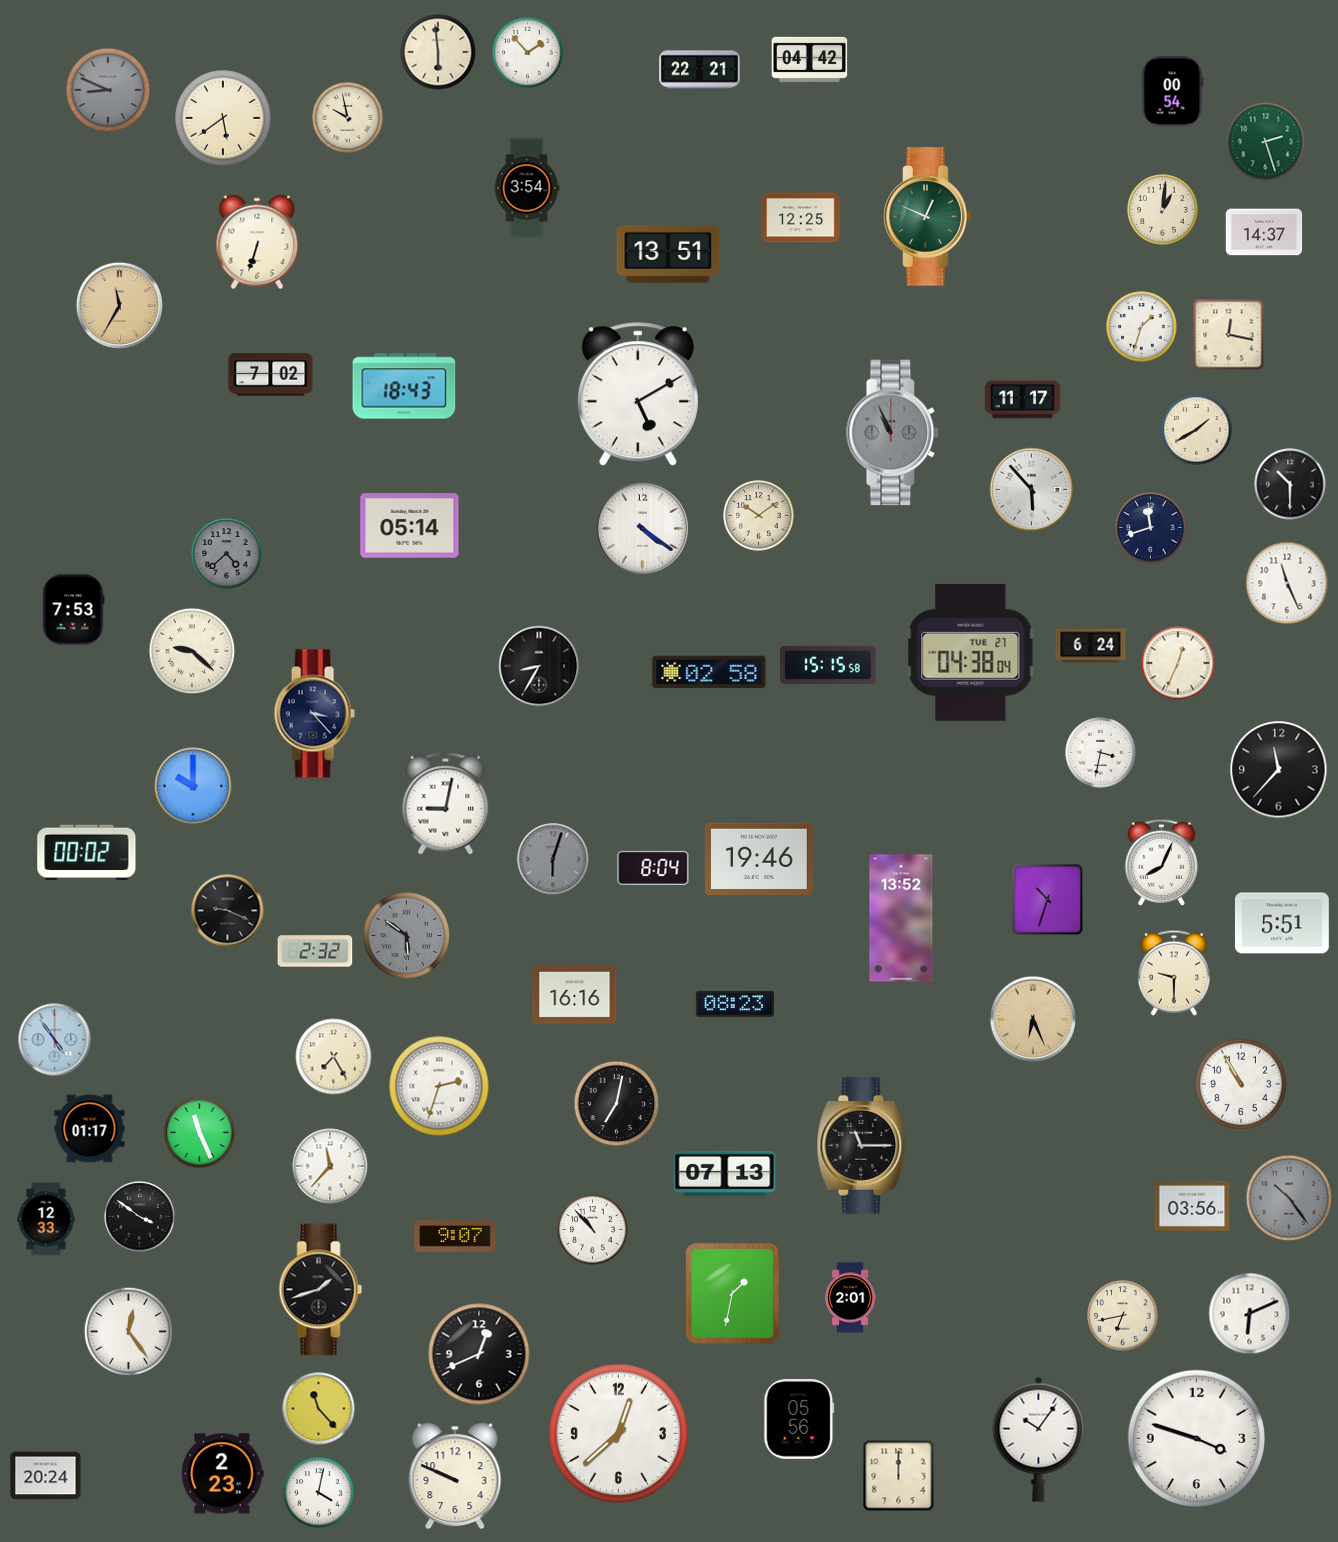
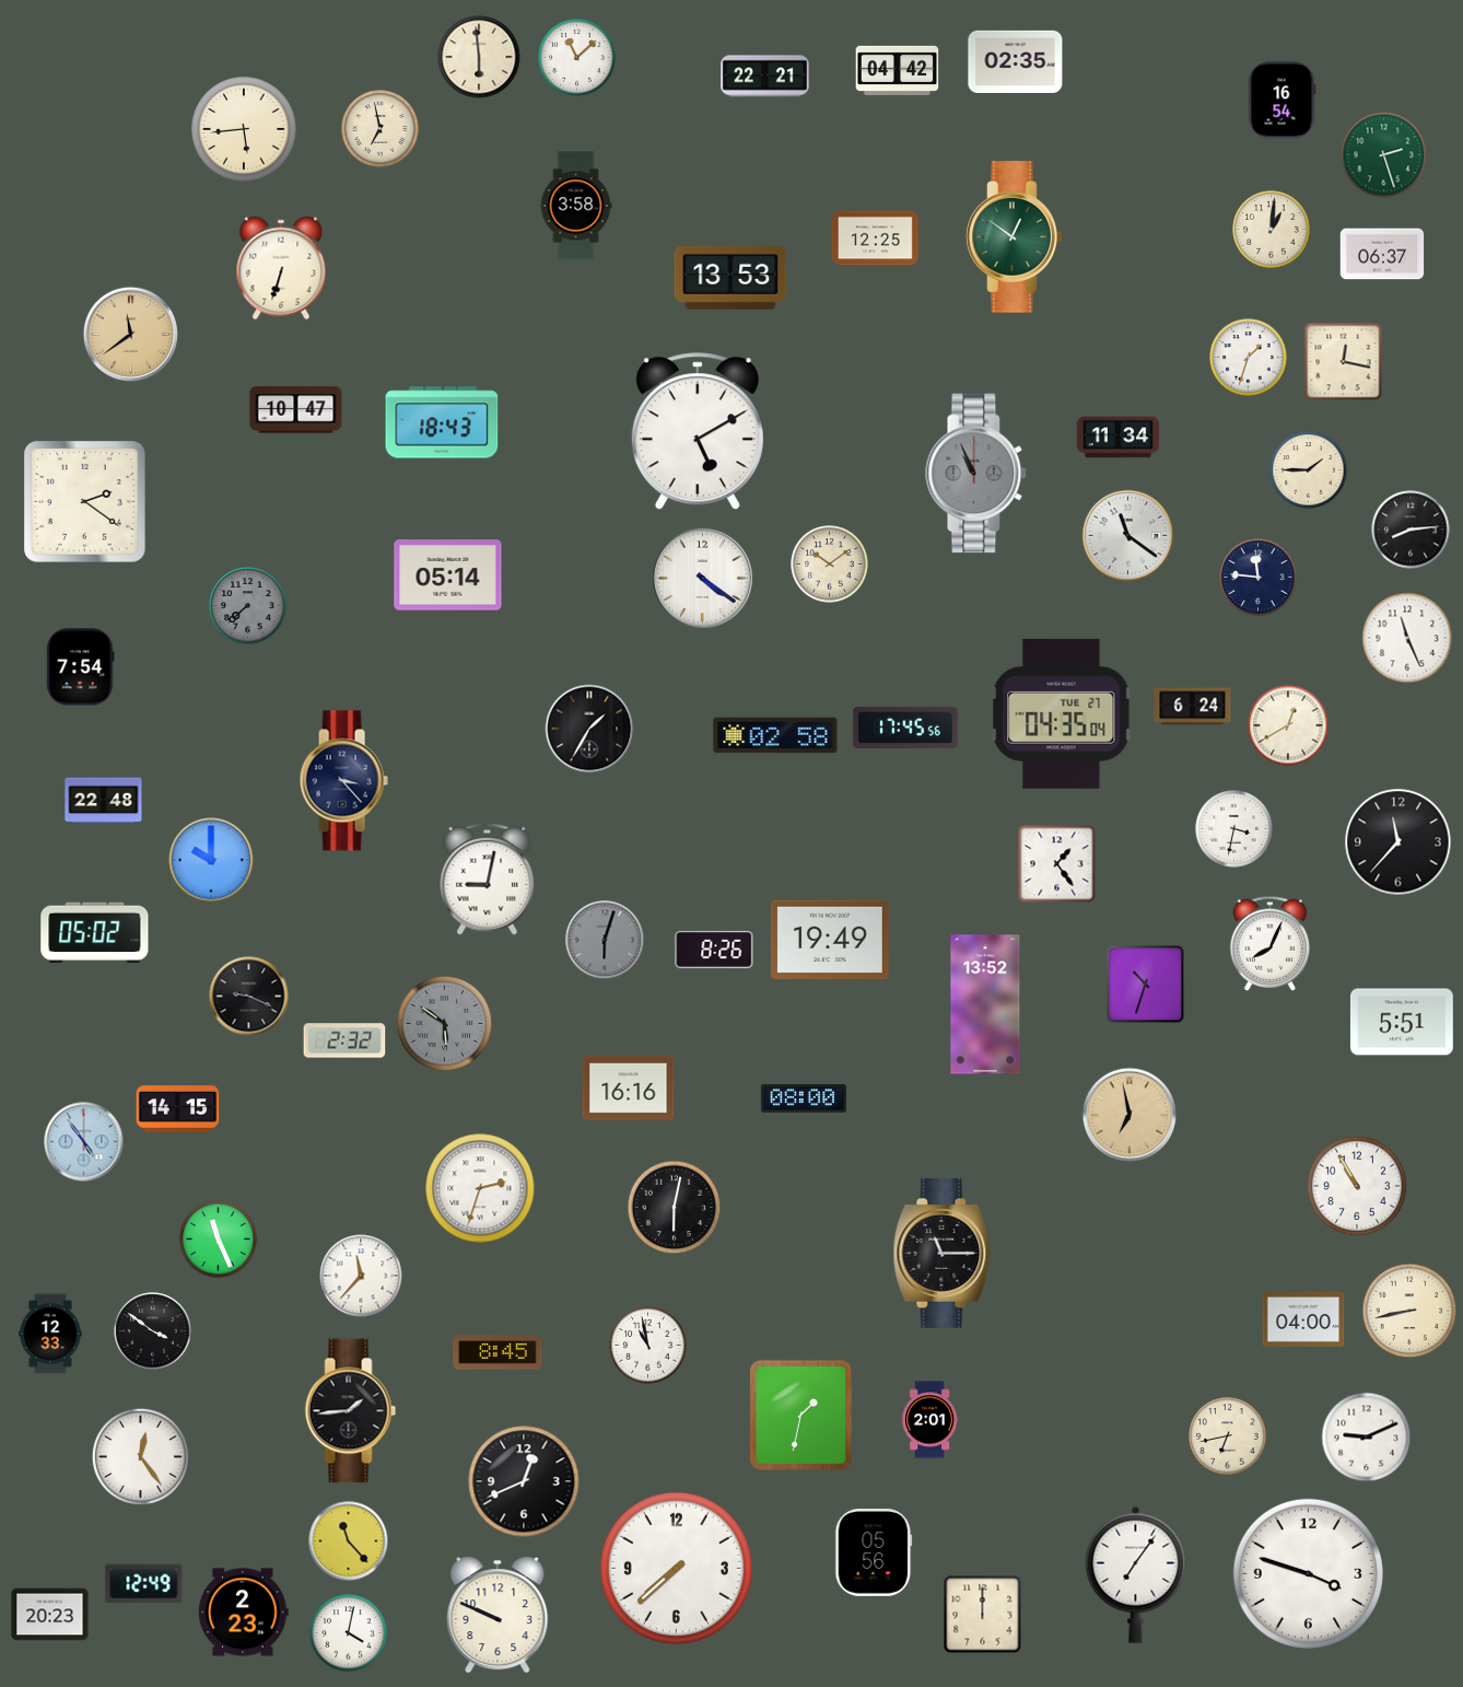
clock at (528, 53): 1:53 -> 11:08
clock at (1016, 61): none -> 02:35
clock at (810, 59) position: (810, 59) -> (898, 70)
clock at (108, 90): 8:49 -> none
clock at (1173, 92): 00:54 -> 16:54
clock at (223, 118): 5:39 -> 5:44
clock at (348, 118): 9:58 -> 6:58
clock at (527, 188): 3:54 -> 3:58
clock at (928, 217): 12:49 -> 12:51
clock at (1264, 232): 14:37 -> 06:37
clock at (257, 242) position: (257, 242) -> (281, 268)
clock at (668, 254): 13:51 -> 13:53
clock at (120, 306): 11:35 -> 11:39
clock at (1229, 335) position: (1229, 335) -> (1344, 362)
clock at (271, 375): 7:02 -> 10:47
clock at (1023, 400): 11:17 -> 11:34
clock at (1197, 430): 1:40 -> 1:45
clock at (85, 502): none -> 2:21
clock at (1290, 484): 10:30 -> 8:14
clock at (1032, 490): 5:53 -> 11:21
clock at (1151, 528): 11:42 -> 11:46
clock at (227, 554): 4:38 -> 7:38
clock at (74, 610): 7:53 -> 7:54
clock at (192, 651): 9:22 -> none
clock at (971, 652): 04:38 -> 04:35
clock at (1178, 663): 12:34 -> 12:40
clock at (828, 665): 15:15 -> 17:45
clock at (539, 666): 8:35 -> 1:35
clock at (104, 801): none -> 22:48
clock at (1101, 753) position: (1101, 753) -> (1234, 829)
clock at (1057, 864): none -> 1:24
clock at (87, 853): 00:02 -> 05:02
clock at (759, 859): 19:46 -> 19:49
clock at (653, 868): 8:04 -> 8:26
clock at (1282, 923) position: (1282, 923) -> (1402, 1022)
clock at (1173, 973): 9:30 -> none
clock at (735, 1004): 08:23 -> 08:00
clock at (178, 1109): none -> 14:15
clock at (1033, 1019): 6:26 -> 6:58
clock at (55, 1040) position: (55, 1040) -> (84, 1142)
clock at (334, 1057): 7:25 -> none
clock at (617, 1104): 7:02 -> 6:02
clock at (90, 1129): 01:17 -> none
clock at (725, 1173): 07:13 -> none
clock at (1289, 1198): 10:24 -> 8:43
clock at (1289, 1198) dial: grey -> cream
clock at (1192, 1206): 03:56 -> 04:00
clock at (593, 1230): 10:53 -> 10:58
clock at (455, 1236): 9:07 -> 8:45
clock at (321, 1290): 1:42 -> 1:44
clock at (1250, 1314): 6:11 -> 9:11
clock at (1123, 1316) position: (1123, 1316) -> (1228, 1436)
clock at (618, 1433): 12:38 -> 7:38
clock at (1039, 1439): 10:06 -> 7:06
clock at (144, 1584): none -> 12:49
clock at (46, 1476): 20:24 -> 20:23
